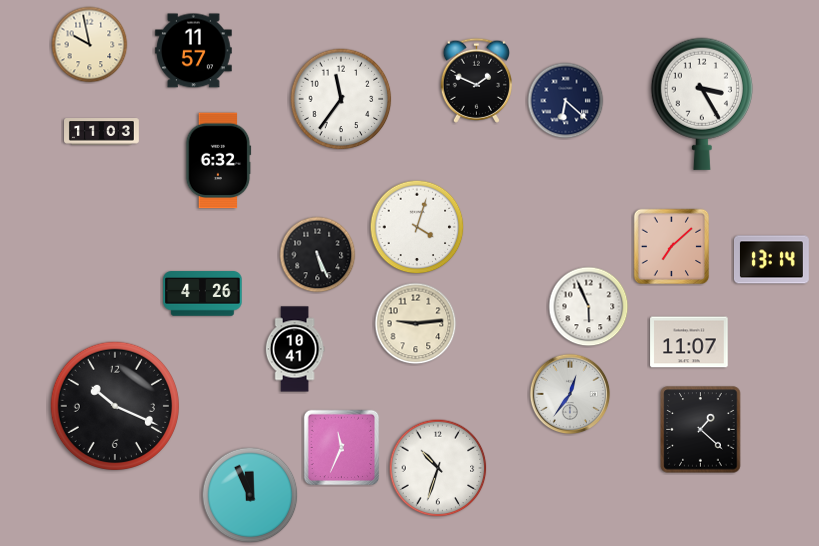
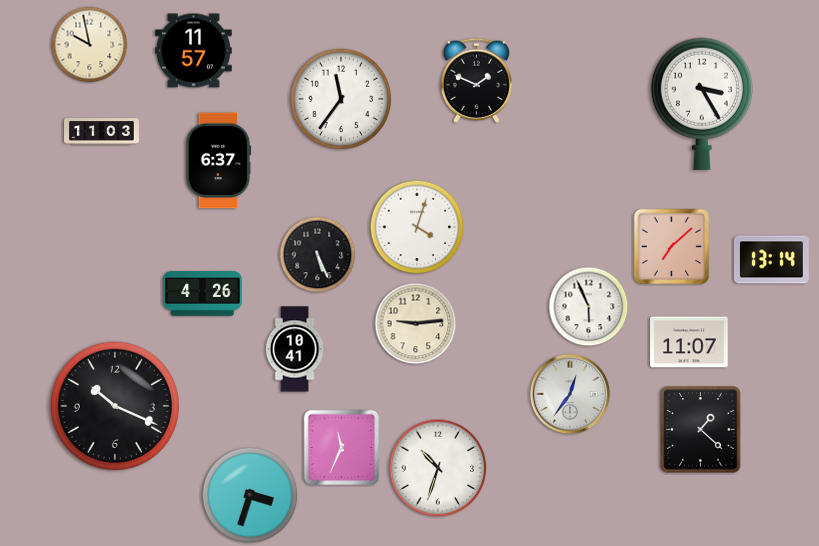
clock at (566, 101): 6:22 -> none
clock at (218, 161): 6:32 -> 6:37
clock at (250, 495): 11:56 -> 3:33
